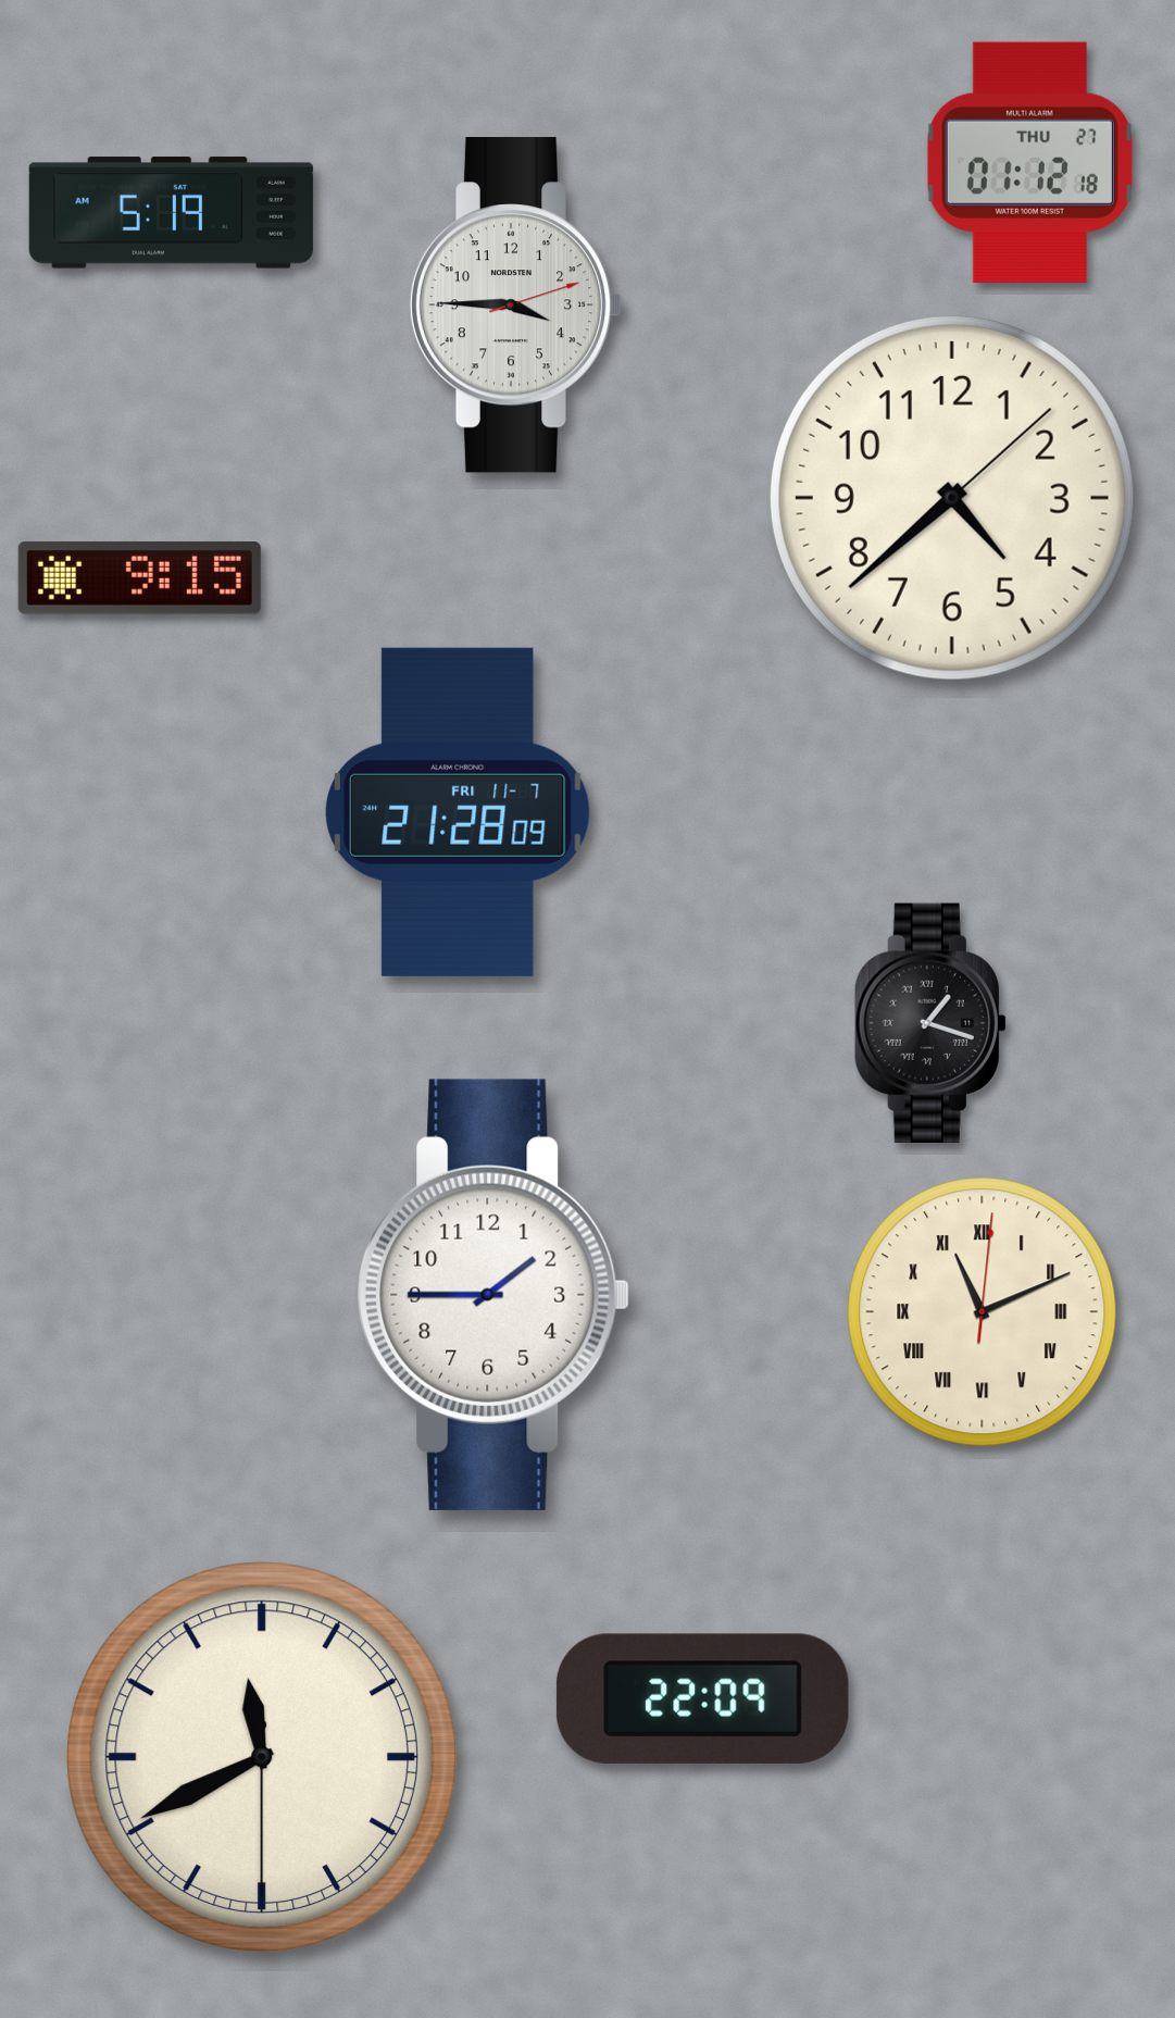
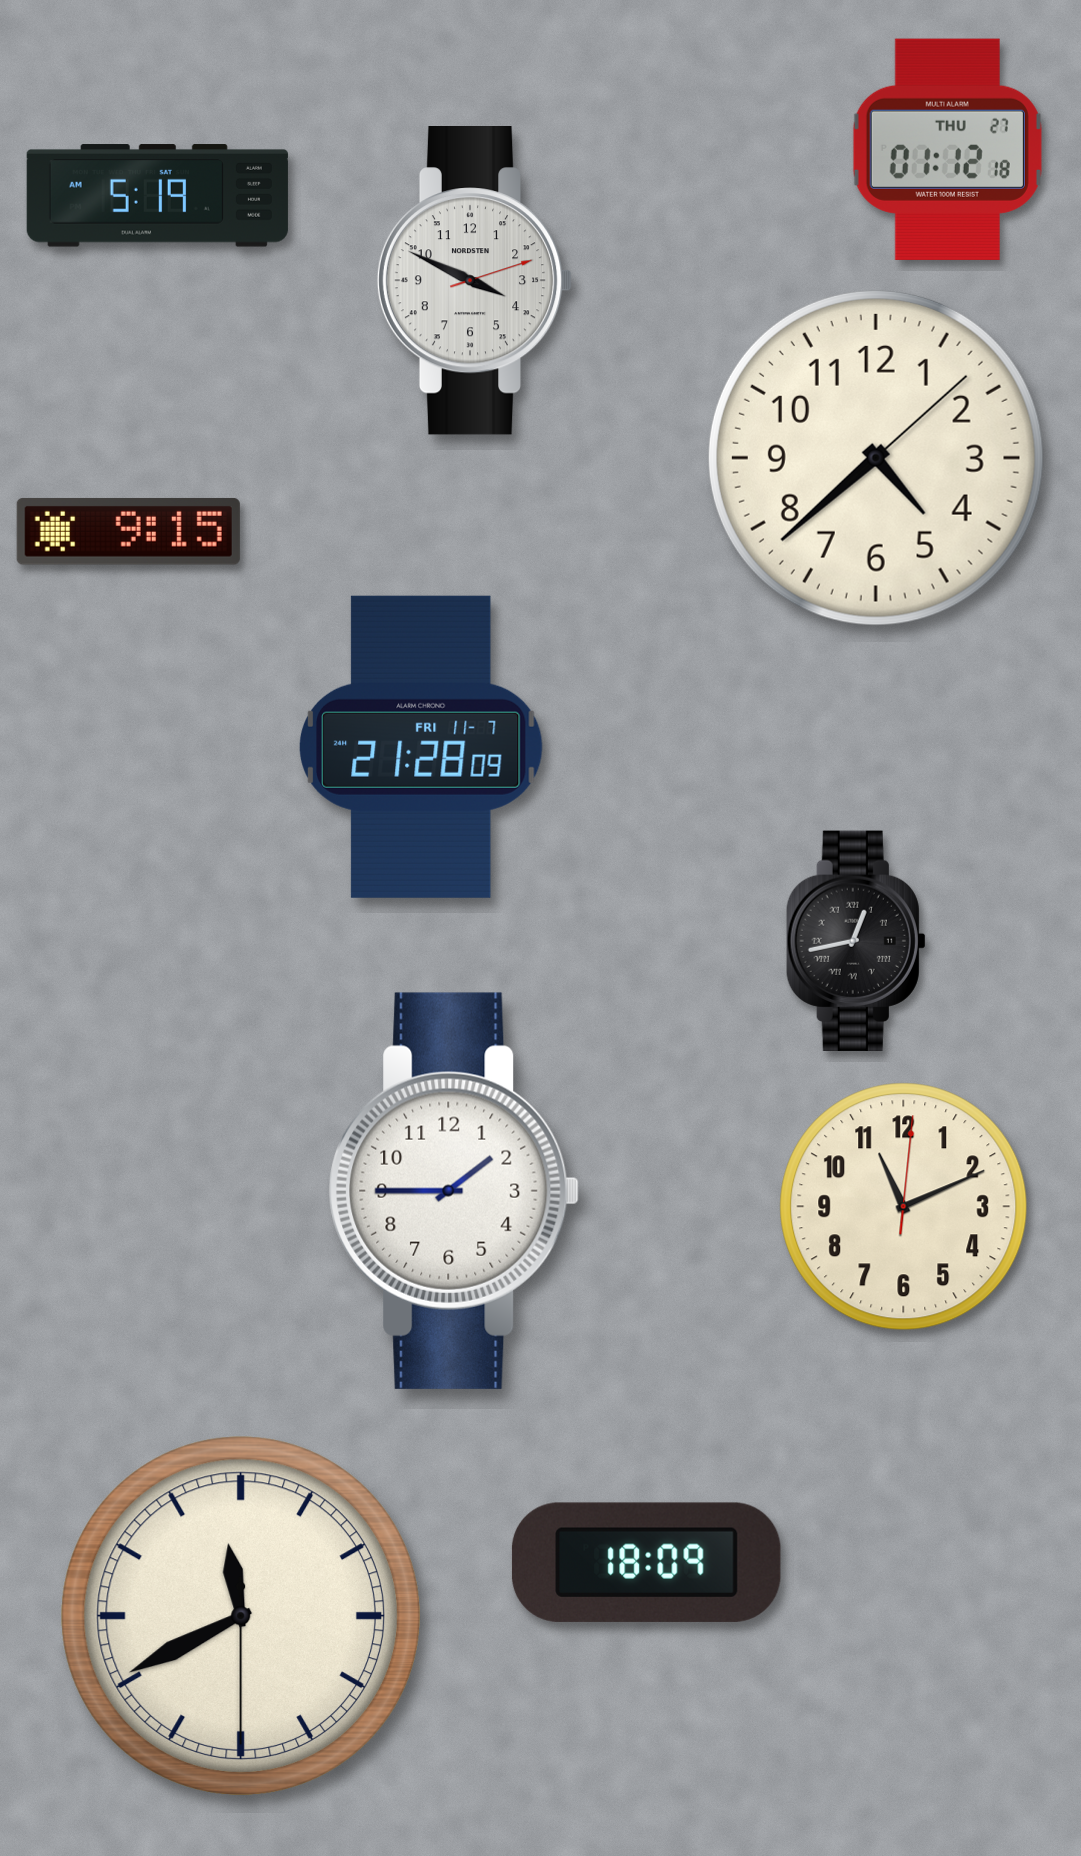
clock at (516, 306): 3:45 -> 3:49
clock at (930, 1022): 1:18 -> 12:43
clock at (983, 1312) numerals: Roman -> Arabic
clock at (702, 1698): 22:09 -> 18:09
